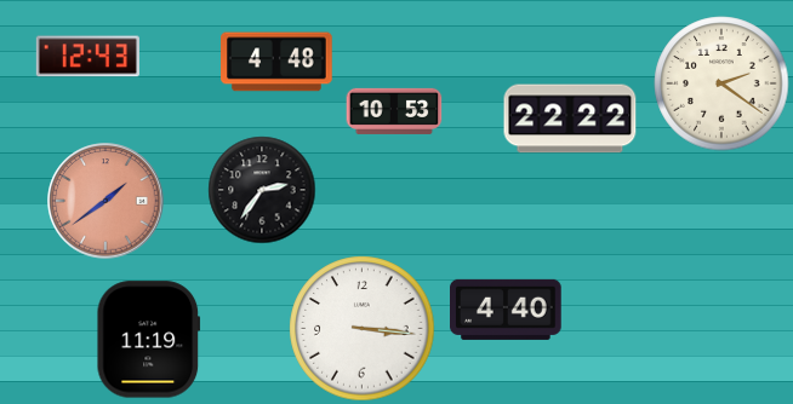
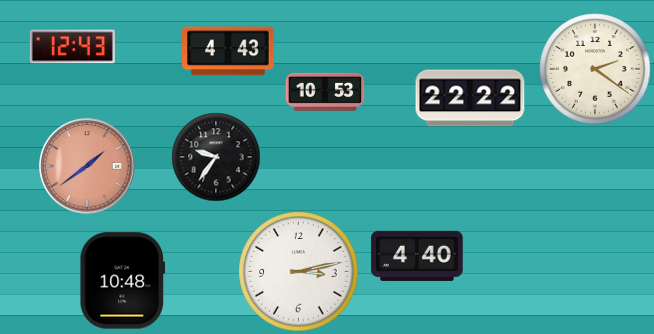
clock at (276, 62): 4:48 -> 4:43
clock at (262, 190): 2:36 -> 9:36
clock at (363, 329): 3:16 -> 3:13
clock at (149, 340): 11:19 -> 10:48
